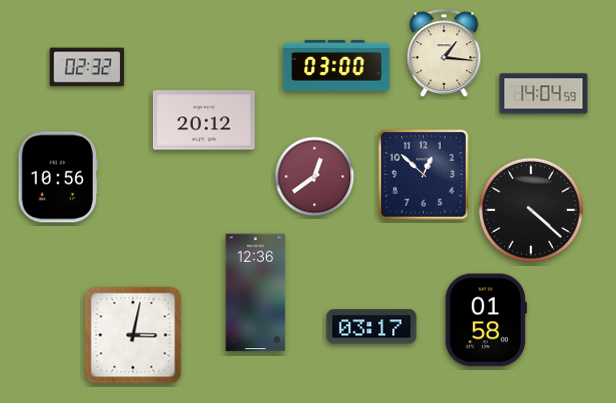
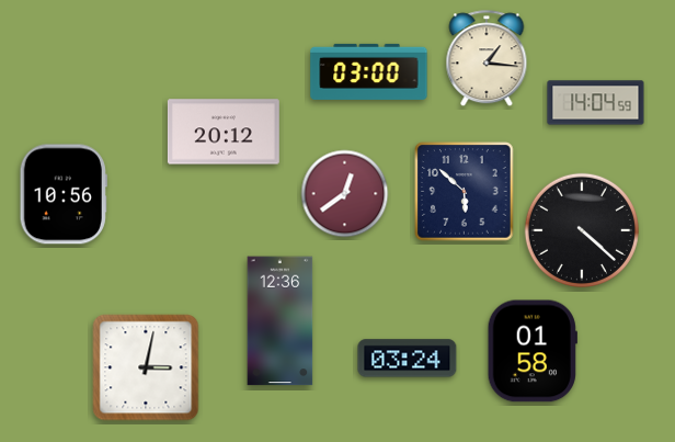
clock at (87, 67): 02:32 -> none
clock at (424, 175): 12:52 -> 5:52
clock at (372, 327): 03:17 -> 03:24
